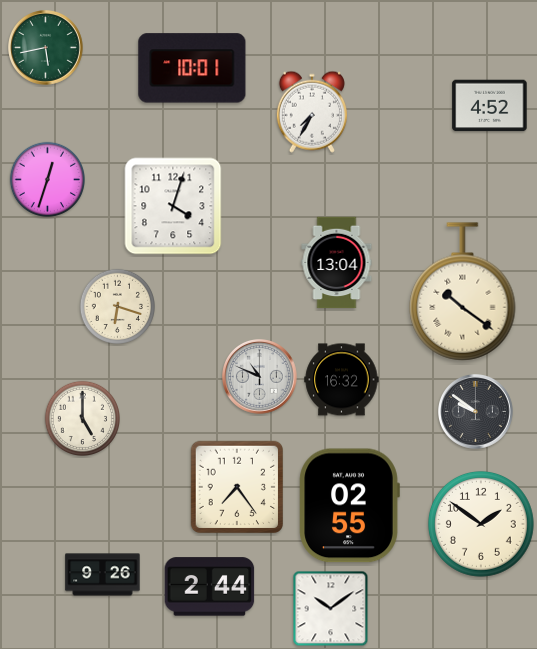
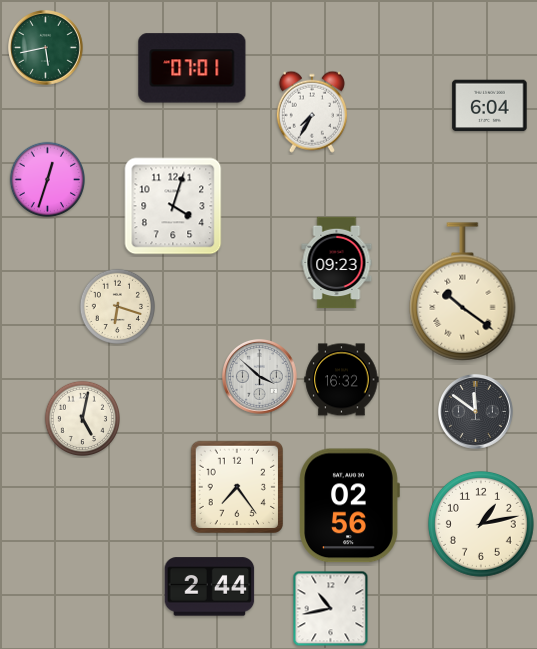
clock at (192, 68): 10:01 -> 07:01
clock at (490, 106): 4:52 -> 6:04
clock at (337, 263): 13:04 -> 09:23
clock at (260, 377): 10:49 -> 3:52
clock at (476, 412): 9:51 -> 11:51
clock at (82, 418): 5:00 -> 5:02
clock at (349, 506): 02:55 -> 02:56
clock at (481, 524): 1:51 -> 1:13
clock at (103, 575): 9:26 -> none
clock at (331, 609): 10:09 -> 10:43
